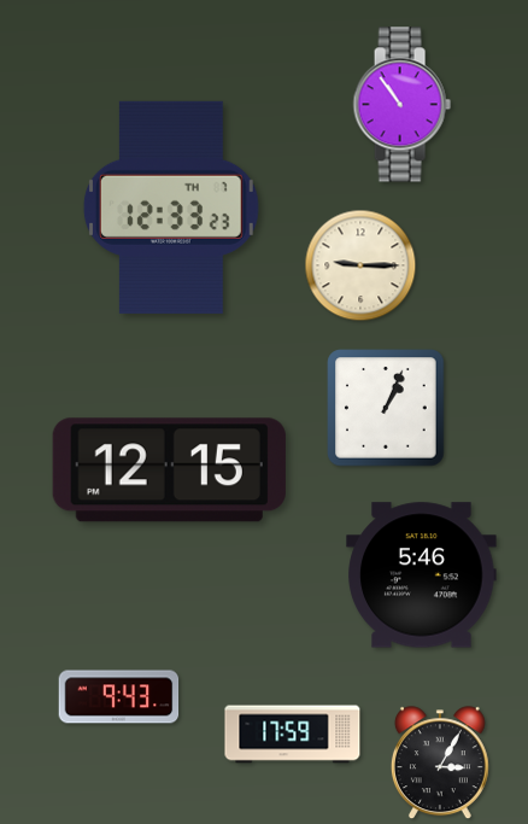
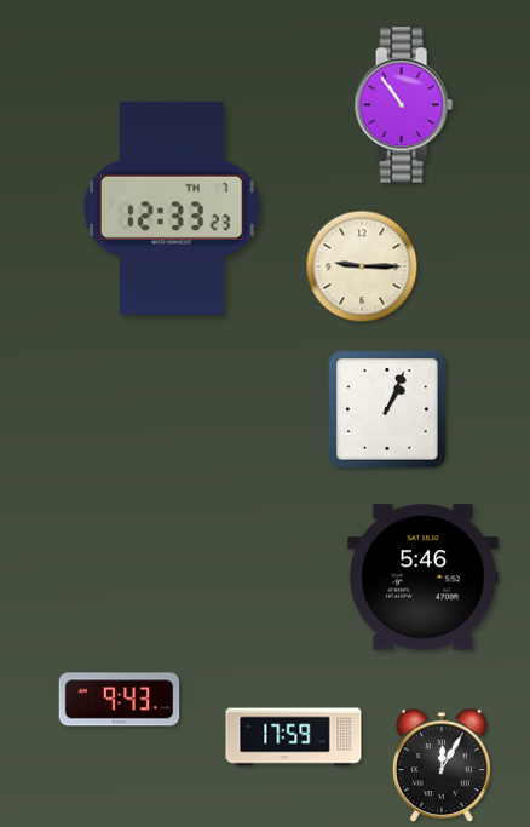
clock at (169, 471): 12:15 -> none
clock at (440, 764): 3:05 -> 12:05
